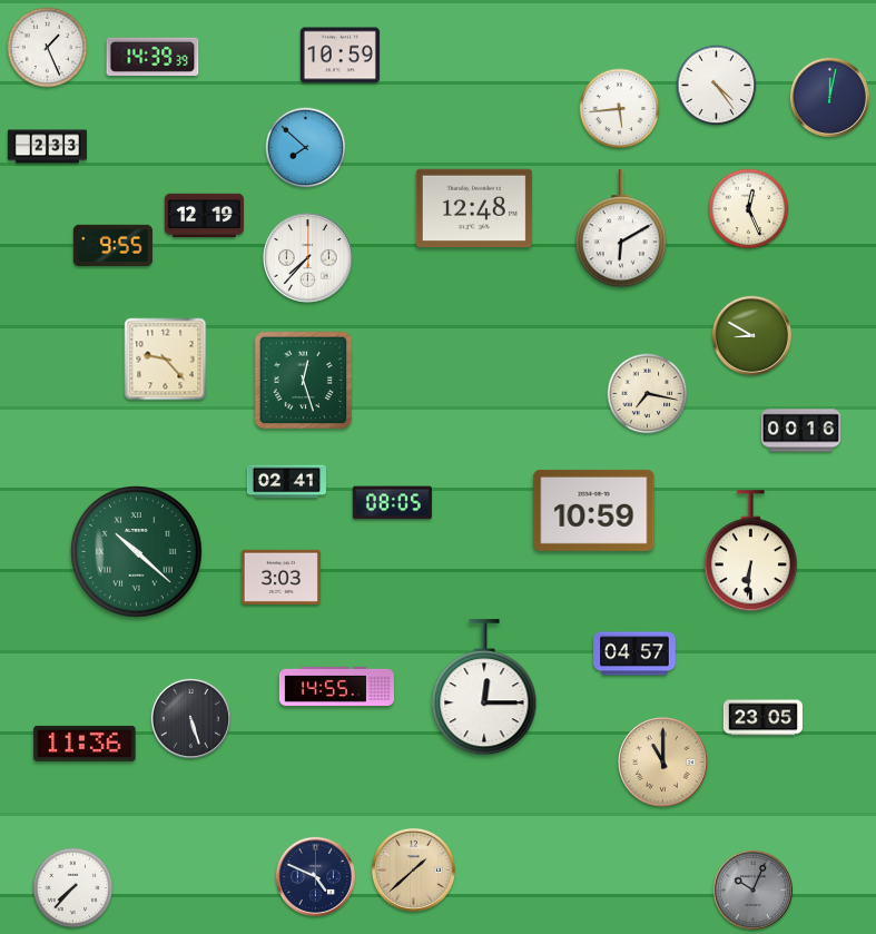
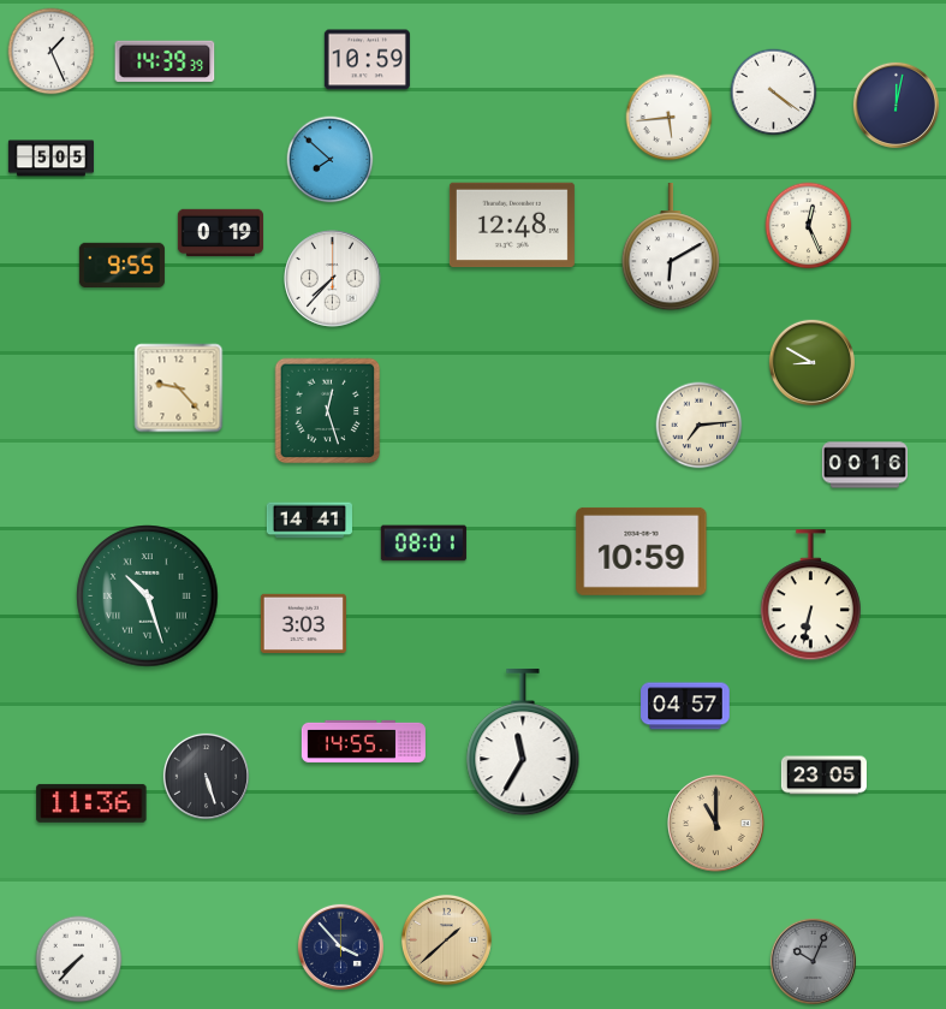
clock at (717, 86): 4:24 -> 4:21
clock at (47, 147): 2:33 -> 5:05
clock at (204, 216): 12:19 -> 0:19
clock at (648, 394): 7:17 -> 7:14
clock at (286, 482): 02:41 -> 14:41
clock at (392, 503): 08:05 -> 08:01
clock at (750, 551): 6:31 -> 6:32
clock at (137, 552): 10:22 -> 10:27
clock at (484, 688): 12:15 -> 11:35
clock at (315, 876): 4:49 -> 3:53
